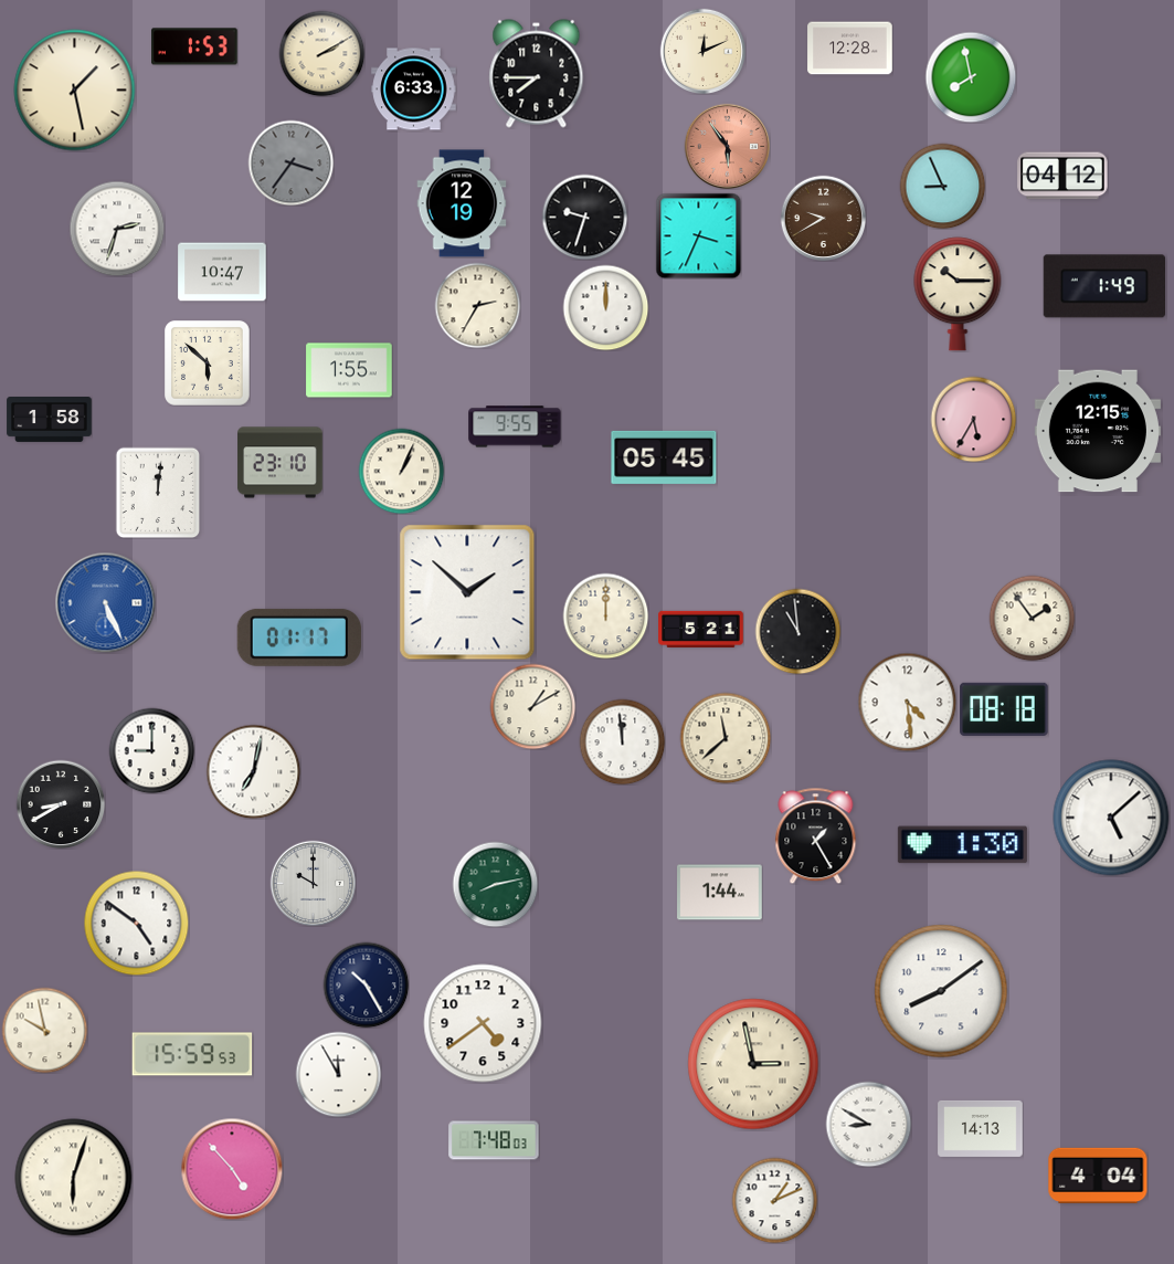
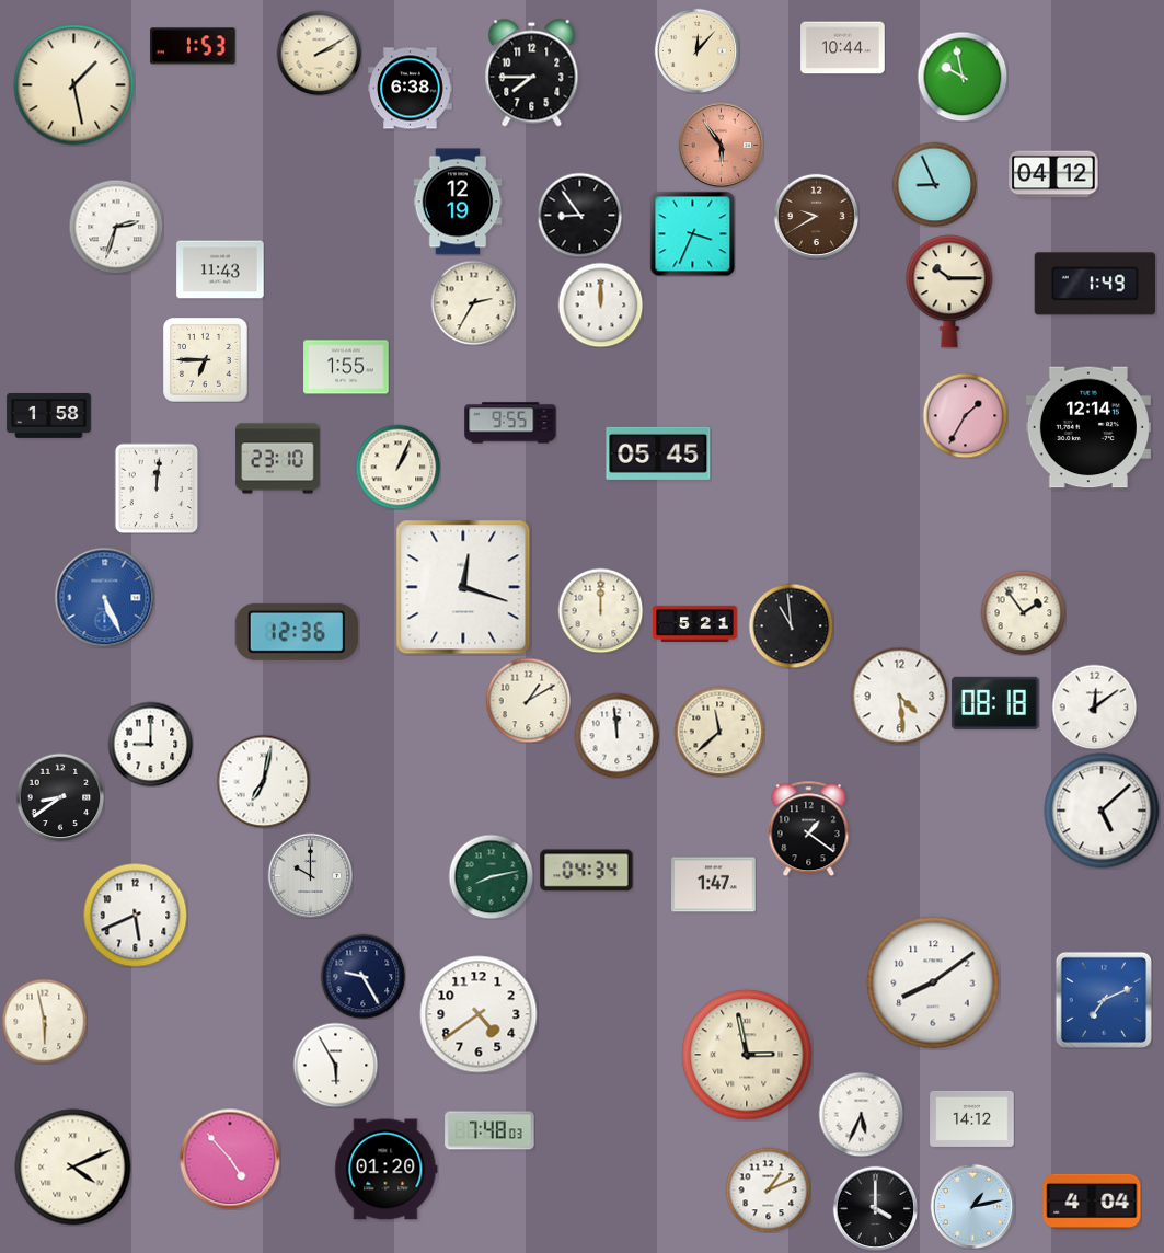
clock at (850, 49): 12:28 -> 10:44
clock at (702, 51): 12:11 -> 12:07
clock at (971, 77): 7:58 -> 9:58
clock at (414, 89): 6:33 -> 6:38
clock at (75, 91) position: (75, 91) -> (74, 85)
clock at (290, 162): 3:36 -> none
clock at (584, 217): 9:33 -> 8:54
clock at (222, 272): 10:47 -> 11:43
clock at (208, 364): 5:52 -> 6:45
clock at (973, 419): 5:35 -> 1:35
clock at (1098, 431): 12:15 -> 12:14
clock at (467, 592): 1:52 -> 12:18
clock at (299, 638): 01:17 -> 12:36
clock at (1094, 706): none -> 12:09
clock at (253, 771) position: (253, 771) -> (263, 781)
clock at (61, 804): 8:40 -> 8:39
clock at (816, 835): 1:25 -> 1:21
clock at (962, 845): 1:30 -> none
clock at (587, 871): none -> 04:34
clock at (720, 893): 1:44 -> 1:47
clock at (136, 923): 4:51 -> 5:41
clock at (366, 984): 10:25 -> 9:25
clock at (1104, 1000): none -> 7:11
clock at (44, 1030): 9:58 -> 5:58
clock at (192, 1054): 15:59 -> none
clock at (338, 1074): 11:55 -> 5:55
clock at (868, 1124): 8:50 -> 5:34
clock at (981, 1128): 14:13 -> 14:12
clock at (1098, 1176) position: (1098, 1176) -> (1092, 1202)
clock at (74, 1178): 6:03 -> 4:11
clock at (387, 1170): none -> 01:20
clock at (972, 1206): none -> 1:13
clock at (875, 1208): none -> 4:00
